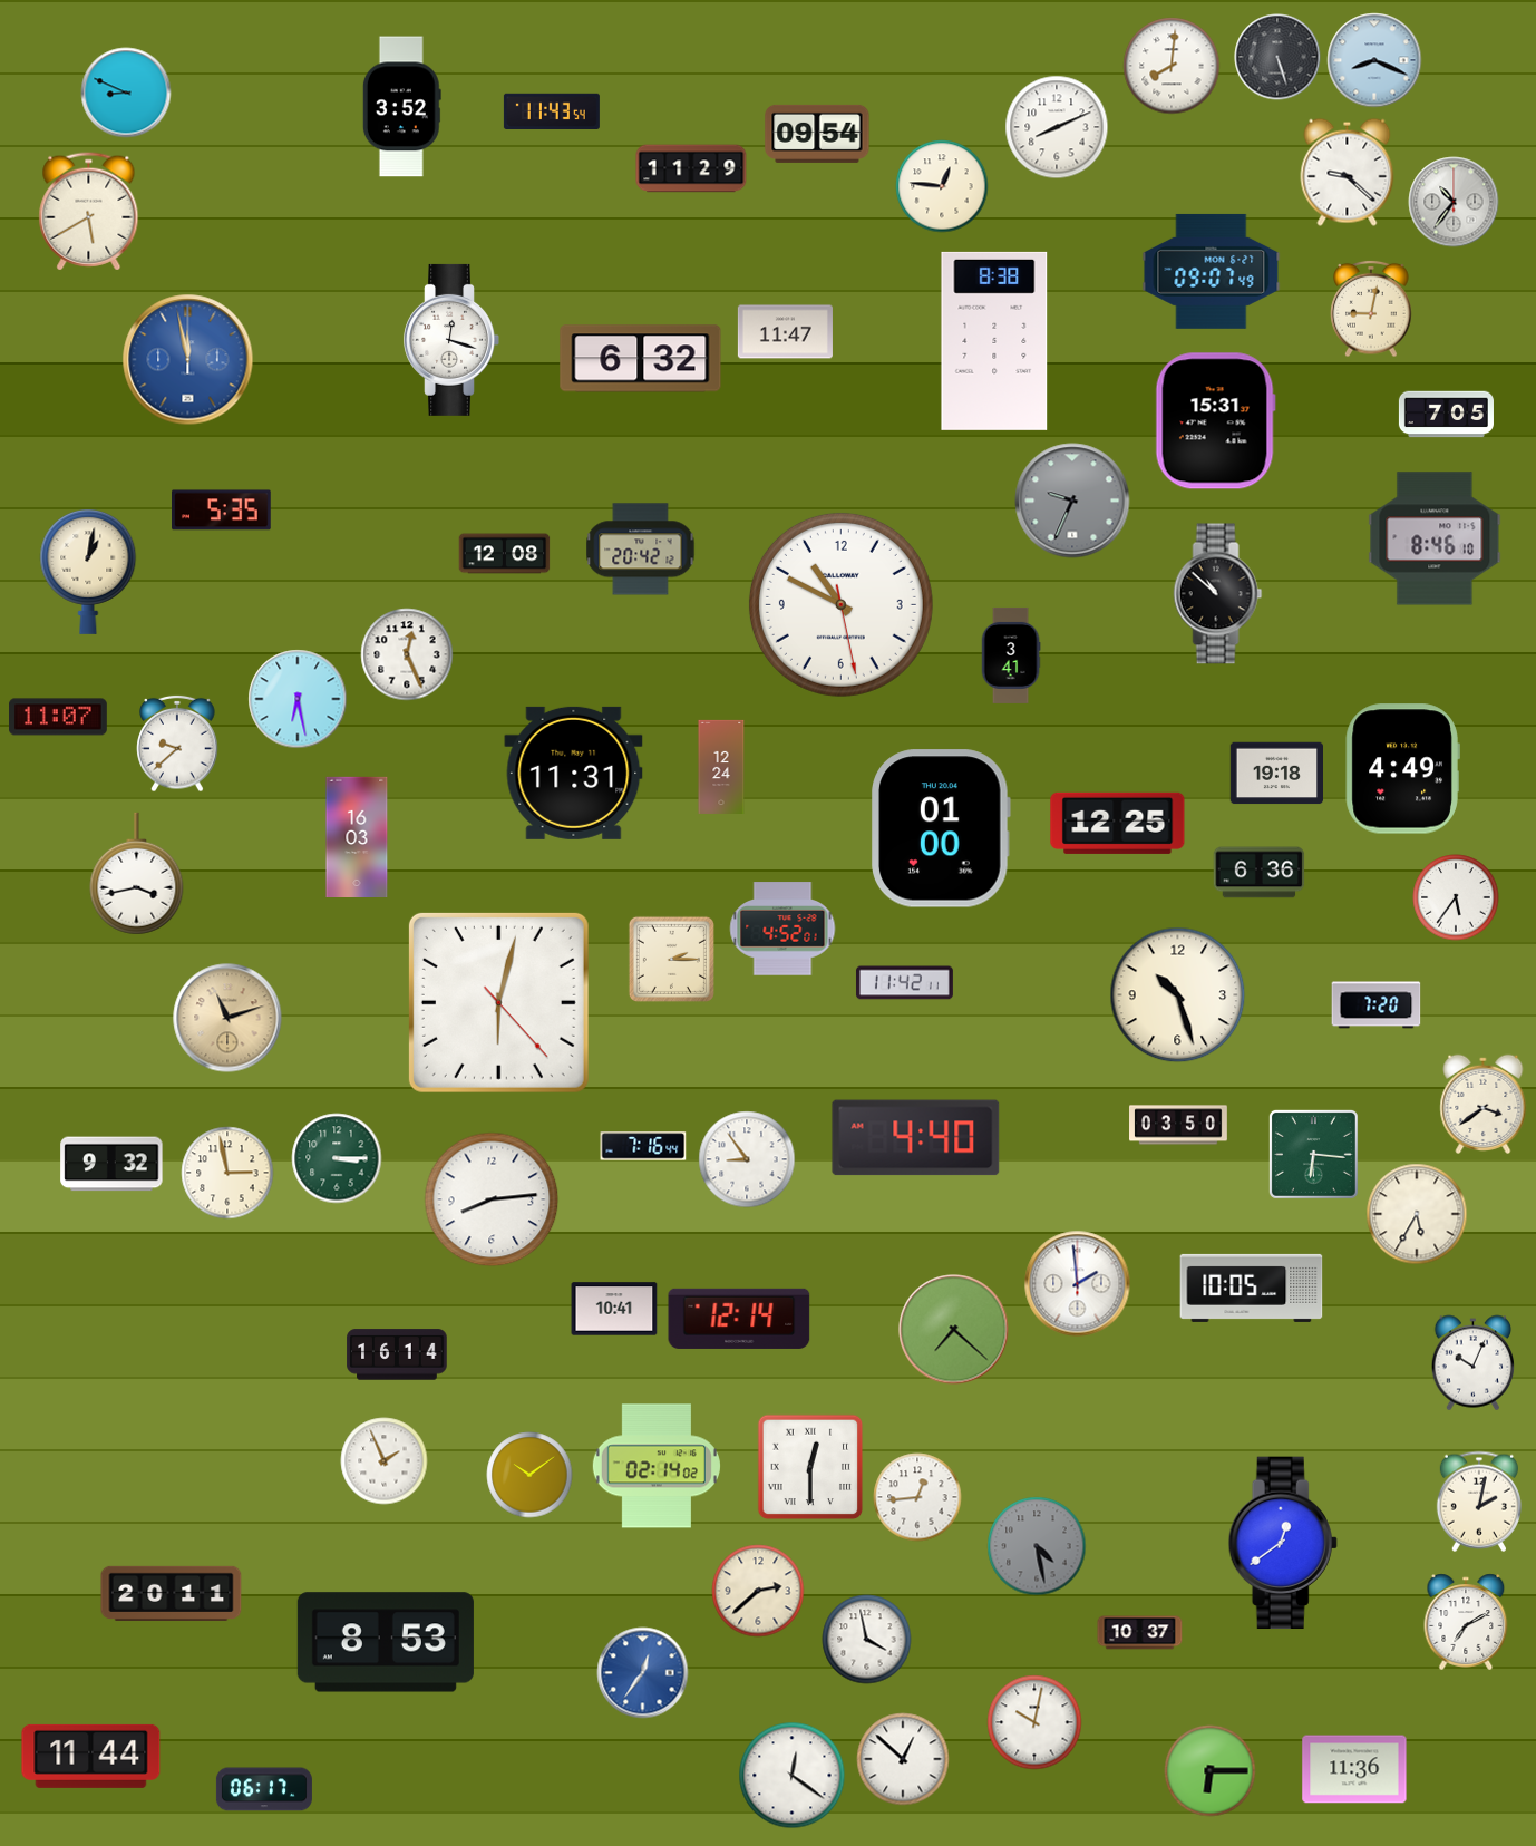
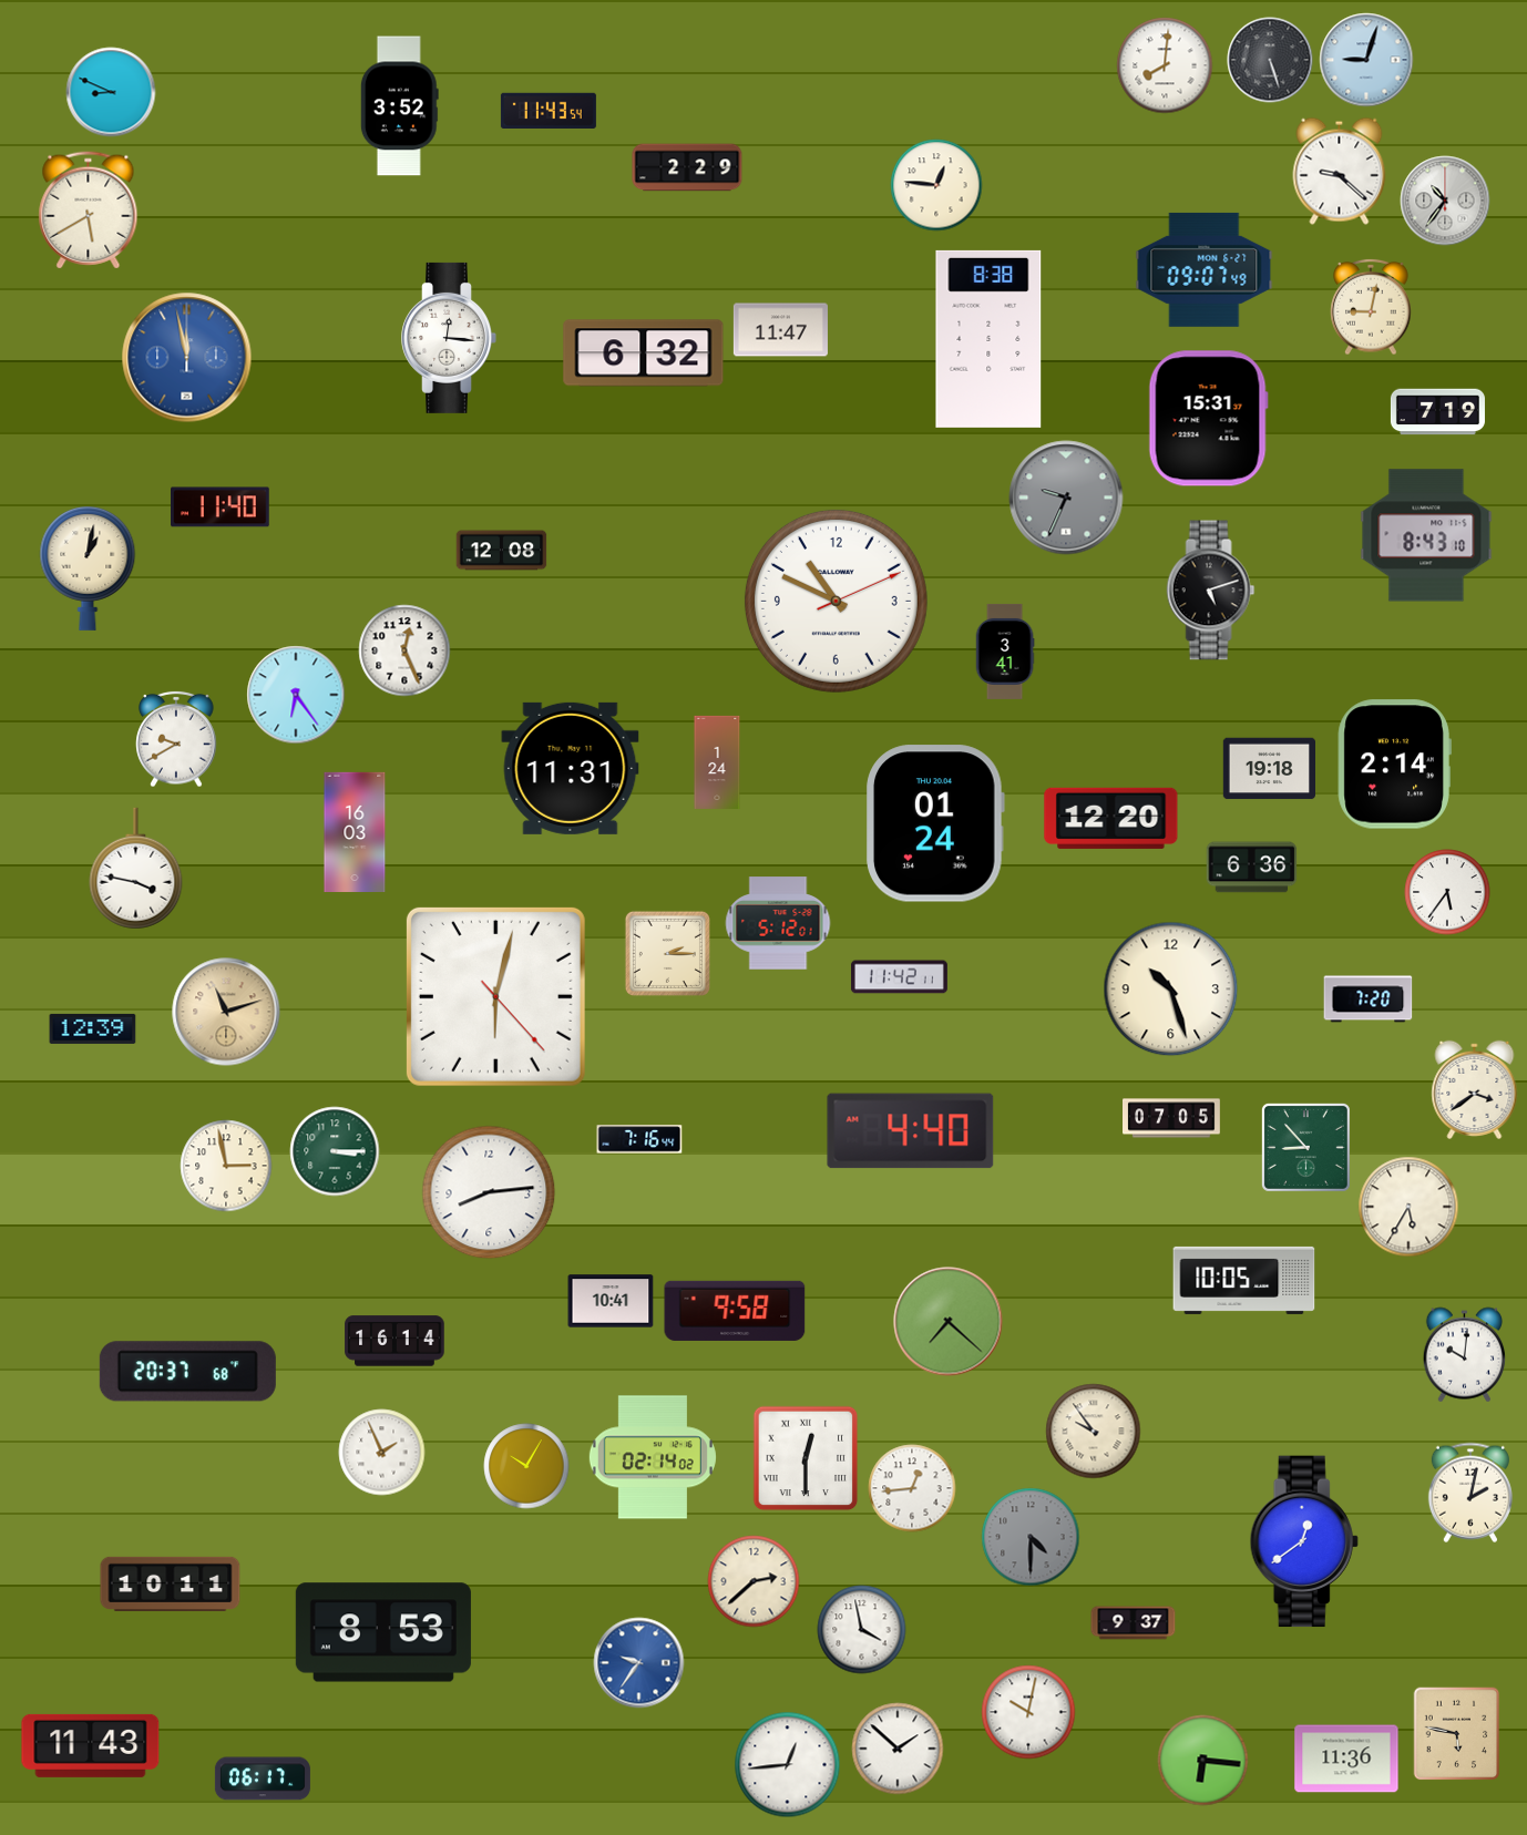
clock at (1277, 57) position: (1277, 57) -> (1270, 60)
clock at (1374, 60): 8:19 -> 9:03
clock at (126, 93) position: (126, 93) -> (111, 92)
clock at (1057, 127): 8:11 -> none
clock at (817, 134): 09:54 -> none
clock at (691, 168): 11:29 -> 2:29
clock at (1371, 309) position: (1371, 309) -> (1371, 307)
clock at (451, 340): 12:18 -> 12:16
clock at (641, 359) position: (641, 359) -> (644, 353)
clock at (1446, 415): 7:05 -> 7:19
clock at (222, 511): 5:35 -> 11:40
clock at (1435, 538): 8:46 -> 8:43
clock at (641, 550): 20:42 -> none
clock at (1218, 594): 10:52 -> 5:12
clock at (840, 604): 10:49:28 -> 10:49:11
clock at (298, 699): 6:28 -> 6:24
clock at (59, 717): 11:07 -> none
clock at (177, 744): 9:38 -> 9:40
clock at (721, 766): 12:24 -> 1:24
clock at (1402, 769): 4:49 -> 2:14
clock at (1118, 823): 12:25 -> 12:20
clock at (941, 828): 01:00 -> 01:24
clock at (137, 874): 3:43 -> 3:47
clock at (782, 929): 4:52 -> 5:12
clock at (93, 1028): none -> 12:39
clock at (1484, 1104) position: (1484, 1104) -> (1475, 1089)
clock at (1179, 1125): 03:50 -> 07:05
clock at (1313, 1154): 6:16 -> 8:53
clock at (747, 1159): 8:54 -> none
clock at (111, 1164): 9:32 -> none
clock at (1078, 1284): 1:59 -> none
clock at (739, 1319): 12:14 -> 9:58
clock at (397, 1354) position: (397, 1354) -> (394, 1341)
clock at (1474, 1363): 10:04 -> 10:01
clock at (187, 1372): none -> 20:37
clock at (1094, 1432): none -> 9:54
clock at (529, 1475): 10:09 -> 10:05
clock at (1283, 1543) position: (1283, 1543) -> (1304, 1541)
clock at (1037, 1546): 4:28 -> 4:30
clock at (172, 1593): 20:11 -> 10:11
clock at (1466, 1622): 7:10 -> none
clock at (1140, 1633): 10:37 -> 9:37
clock at (643, 1673): 12:36 -> 9:36
clock at (1457, 1734): none -> 5:47
clock at (91, 1756): 11:44 -> 11:43
clock at (903, 1759): 12:52 -> 1:52
clock at (1211, 1771): 6:15 -> 6:16
clock at (793, 1776): 12:21 -> 12:44
